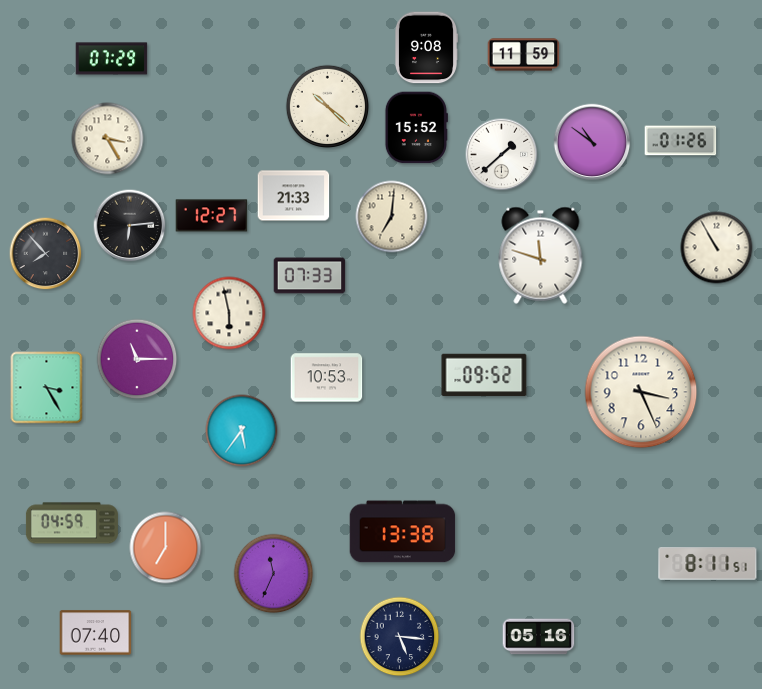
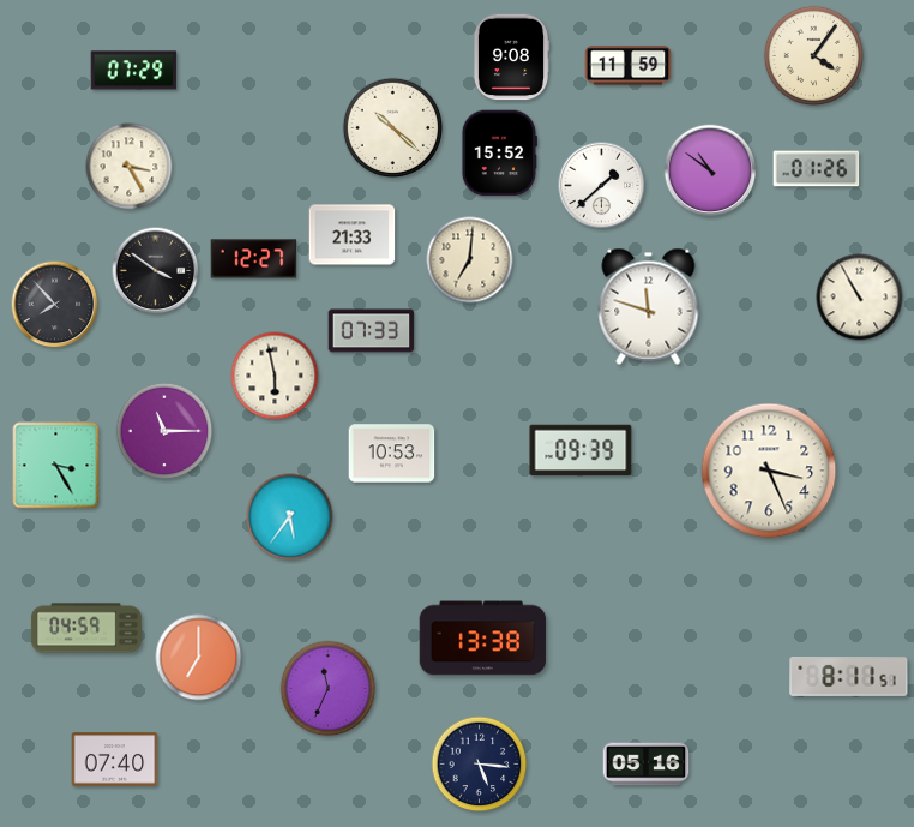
clock at (814, 56): none -> 4:06
clock at (130, 226): 6:14 -> 3:51
clock at (484, 375): 09:52 -> 09:39
